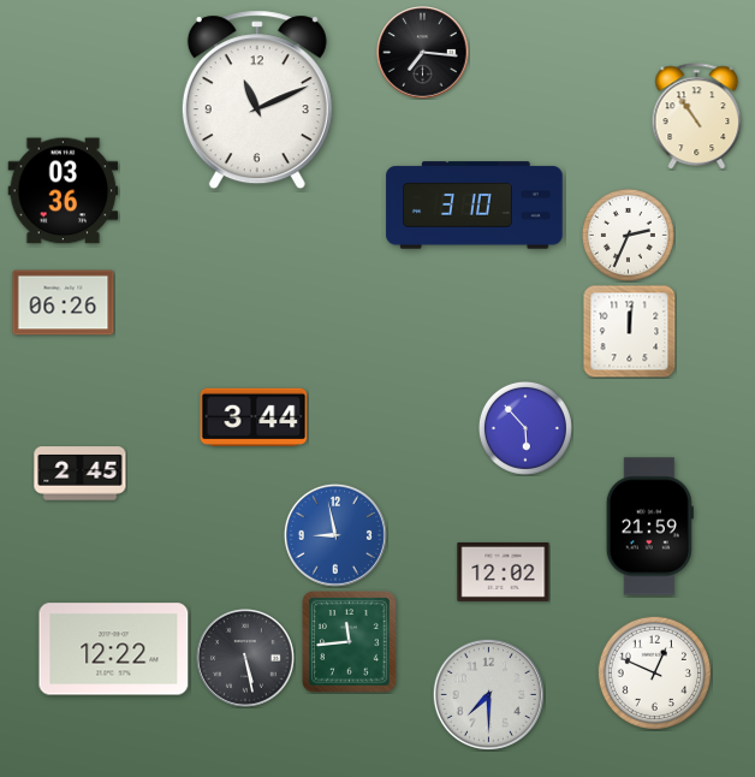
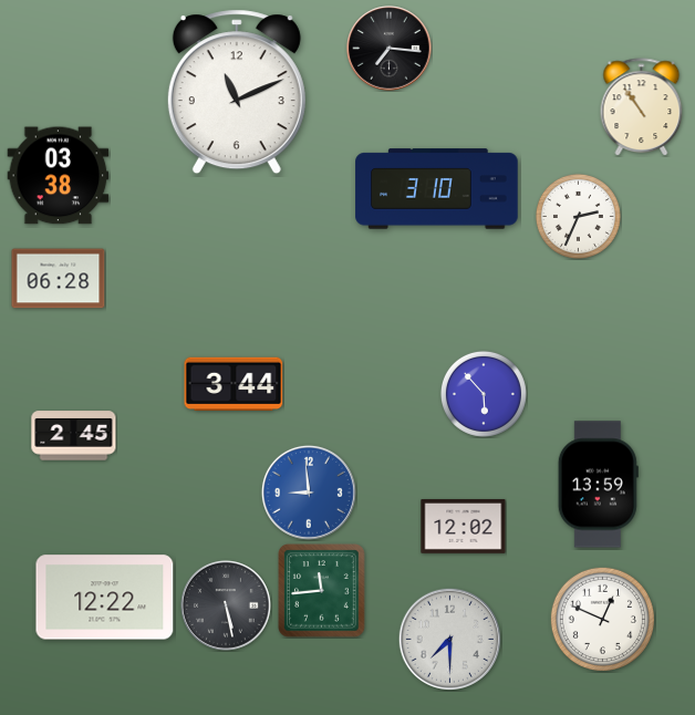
clock at (64, 191): 03:36 -> 03:38
clock at (64, 303): 06:26 -> 06:28
clock at (629, 331): 12:01 -> none
clock at (649, 527): 21:59 -> 13:59
clock at (335, 535): 8:58 -> 8:59
